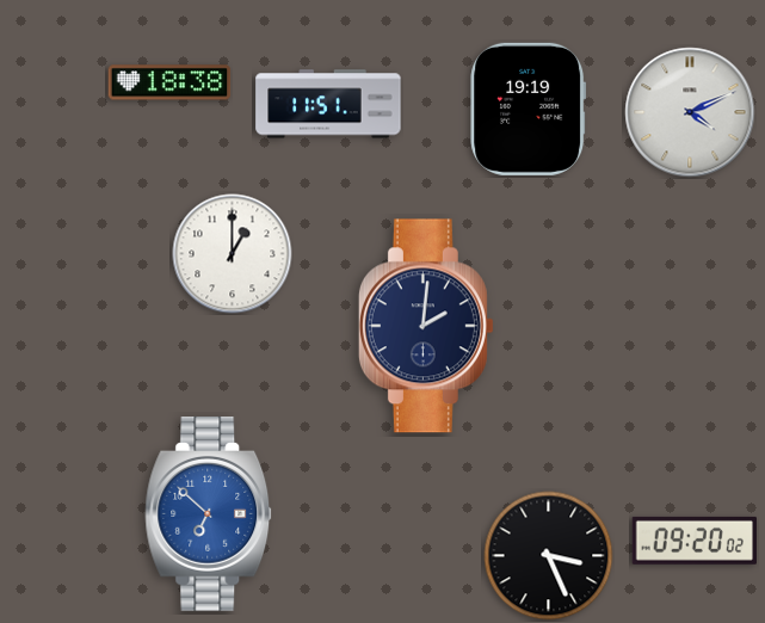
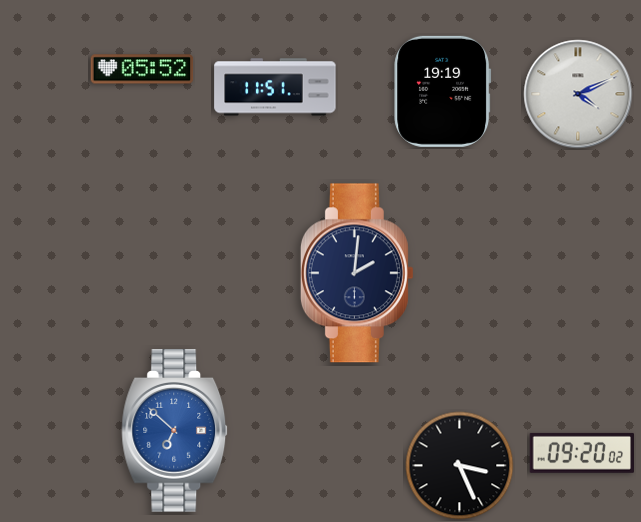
clock at (169, 82): 18:38 -> 05:52
clock at (233, 254): 1:00 -> none
